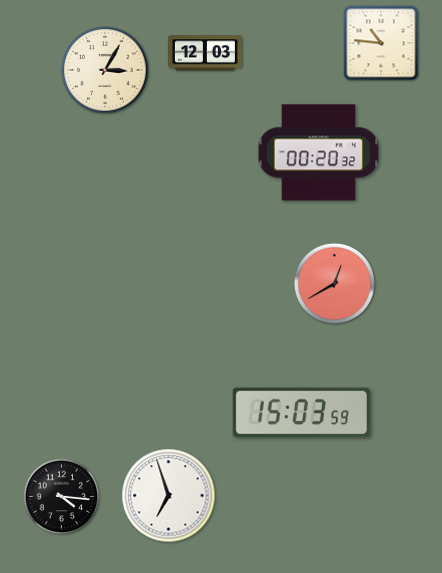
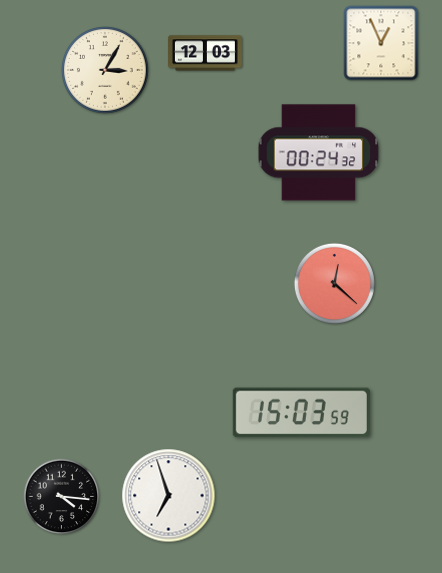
clock at (381, 43): 10:46 -> 12:56
clock at (319, 153): 00:20 -> 00:24
clock at (334, 283): 12:40 -> 12:22
